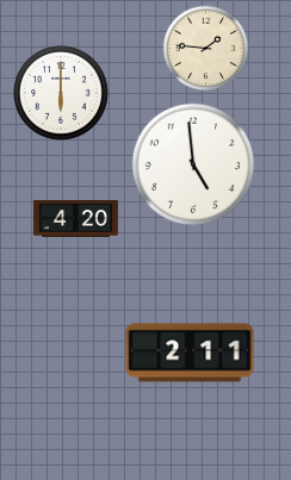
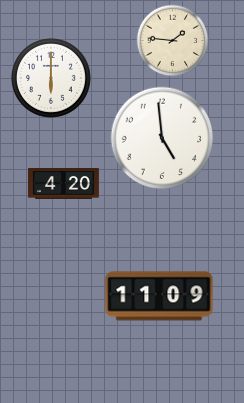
clock at (190, 353): 2:11 -> 11:09
